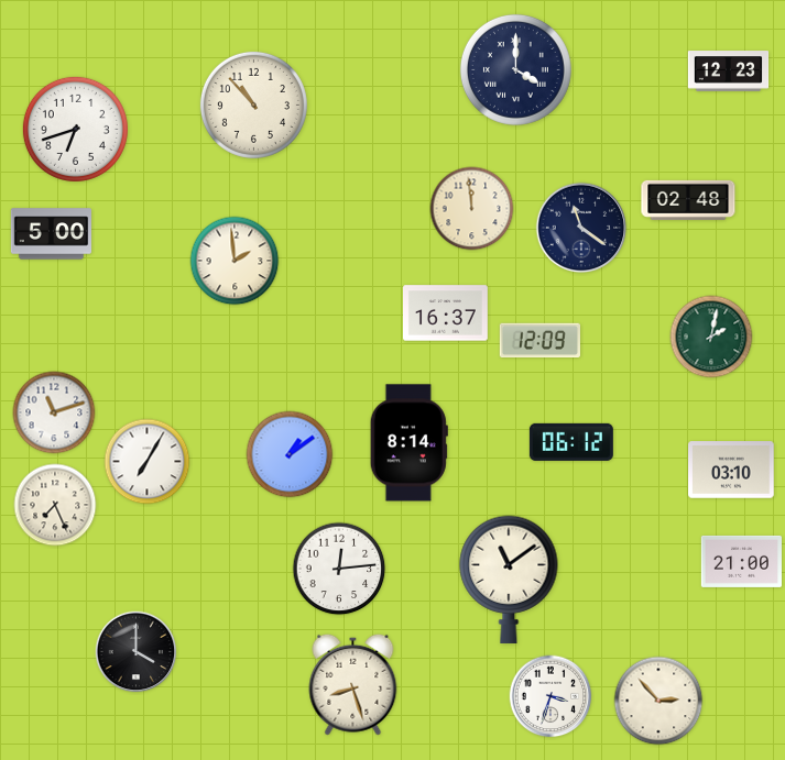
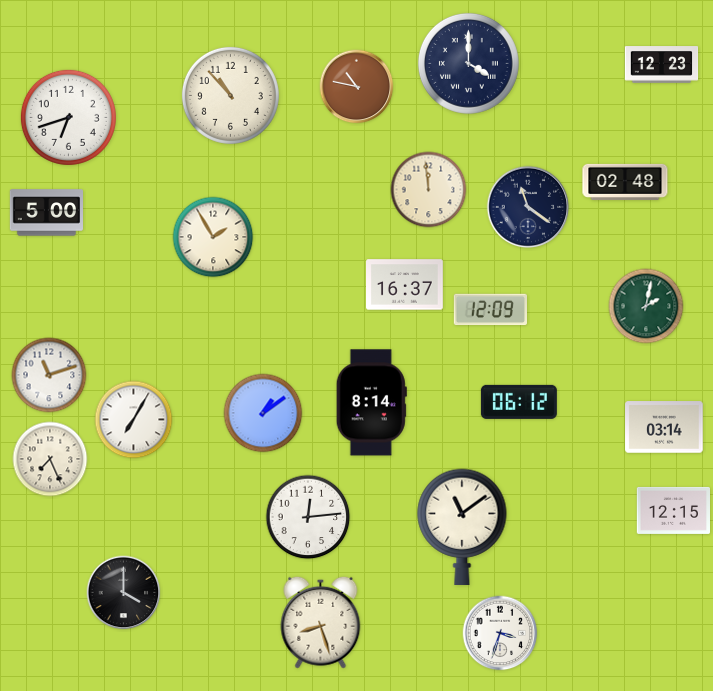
clock at (357, 87): none -> 10:47
clock at (235, 261): 1:59 -> 1:55
clock at (731, 470): 03:10 -> 03:14
clock at (741, 561): 21:00 -> 12:15
clock at (658, 701): 2:53 -> none
